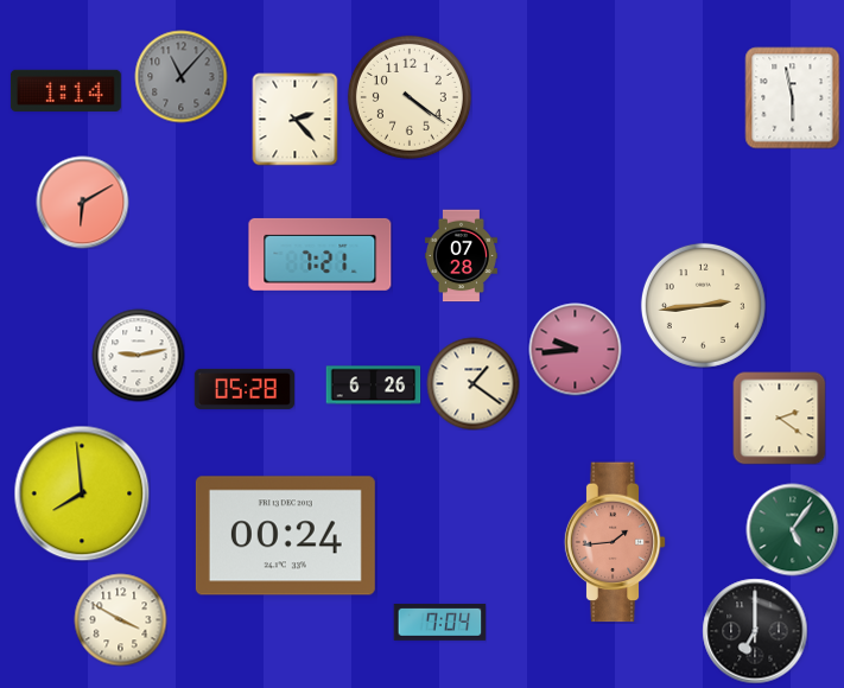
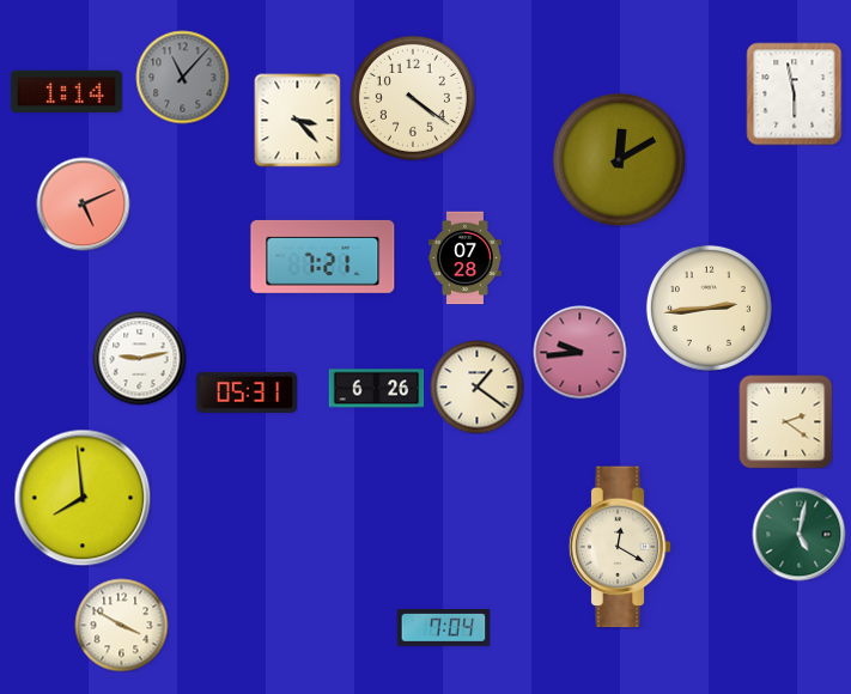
clock at (793, 97) position: (793, 97) -> (795, 93)
clock at (296, 119): 2:23 -> 3:23
clock at (619, 159): none -> 12:10
clock at (82, 202): 6:10 -> 5:11
clock at (243, 389): 05:28 -> 05:31
clock at (792, 529): 5:06 -> 5:02
clock at (285, 536): 00:24 -> none
clock at (615, 542): 1:44 -> 12:20
clock at (615, 542) dial: salmon -> cream
clock at (755, 631): 7:00 -> none
